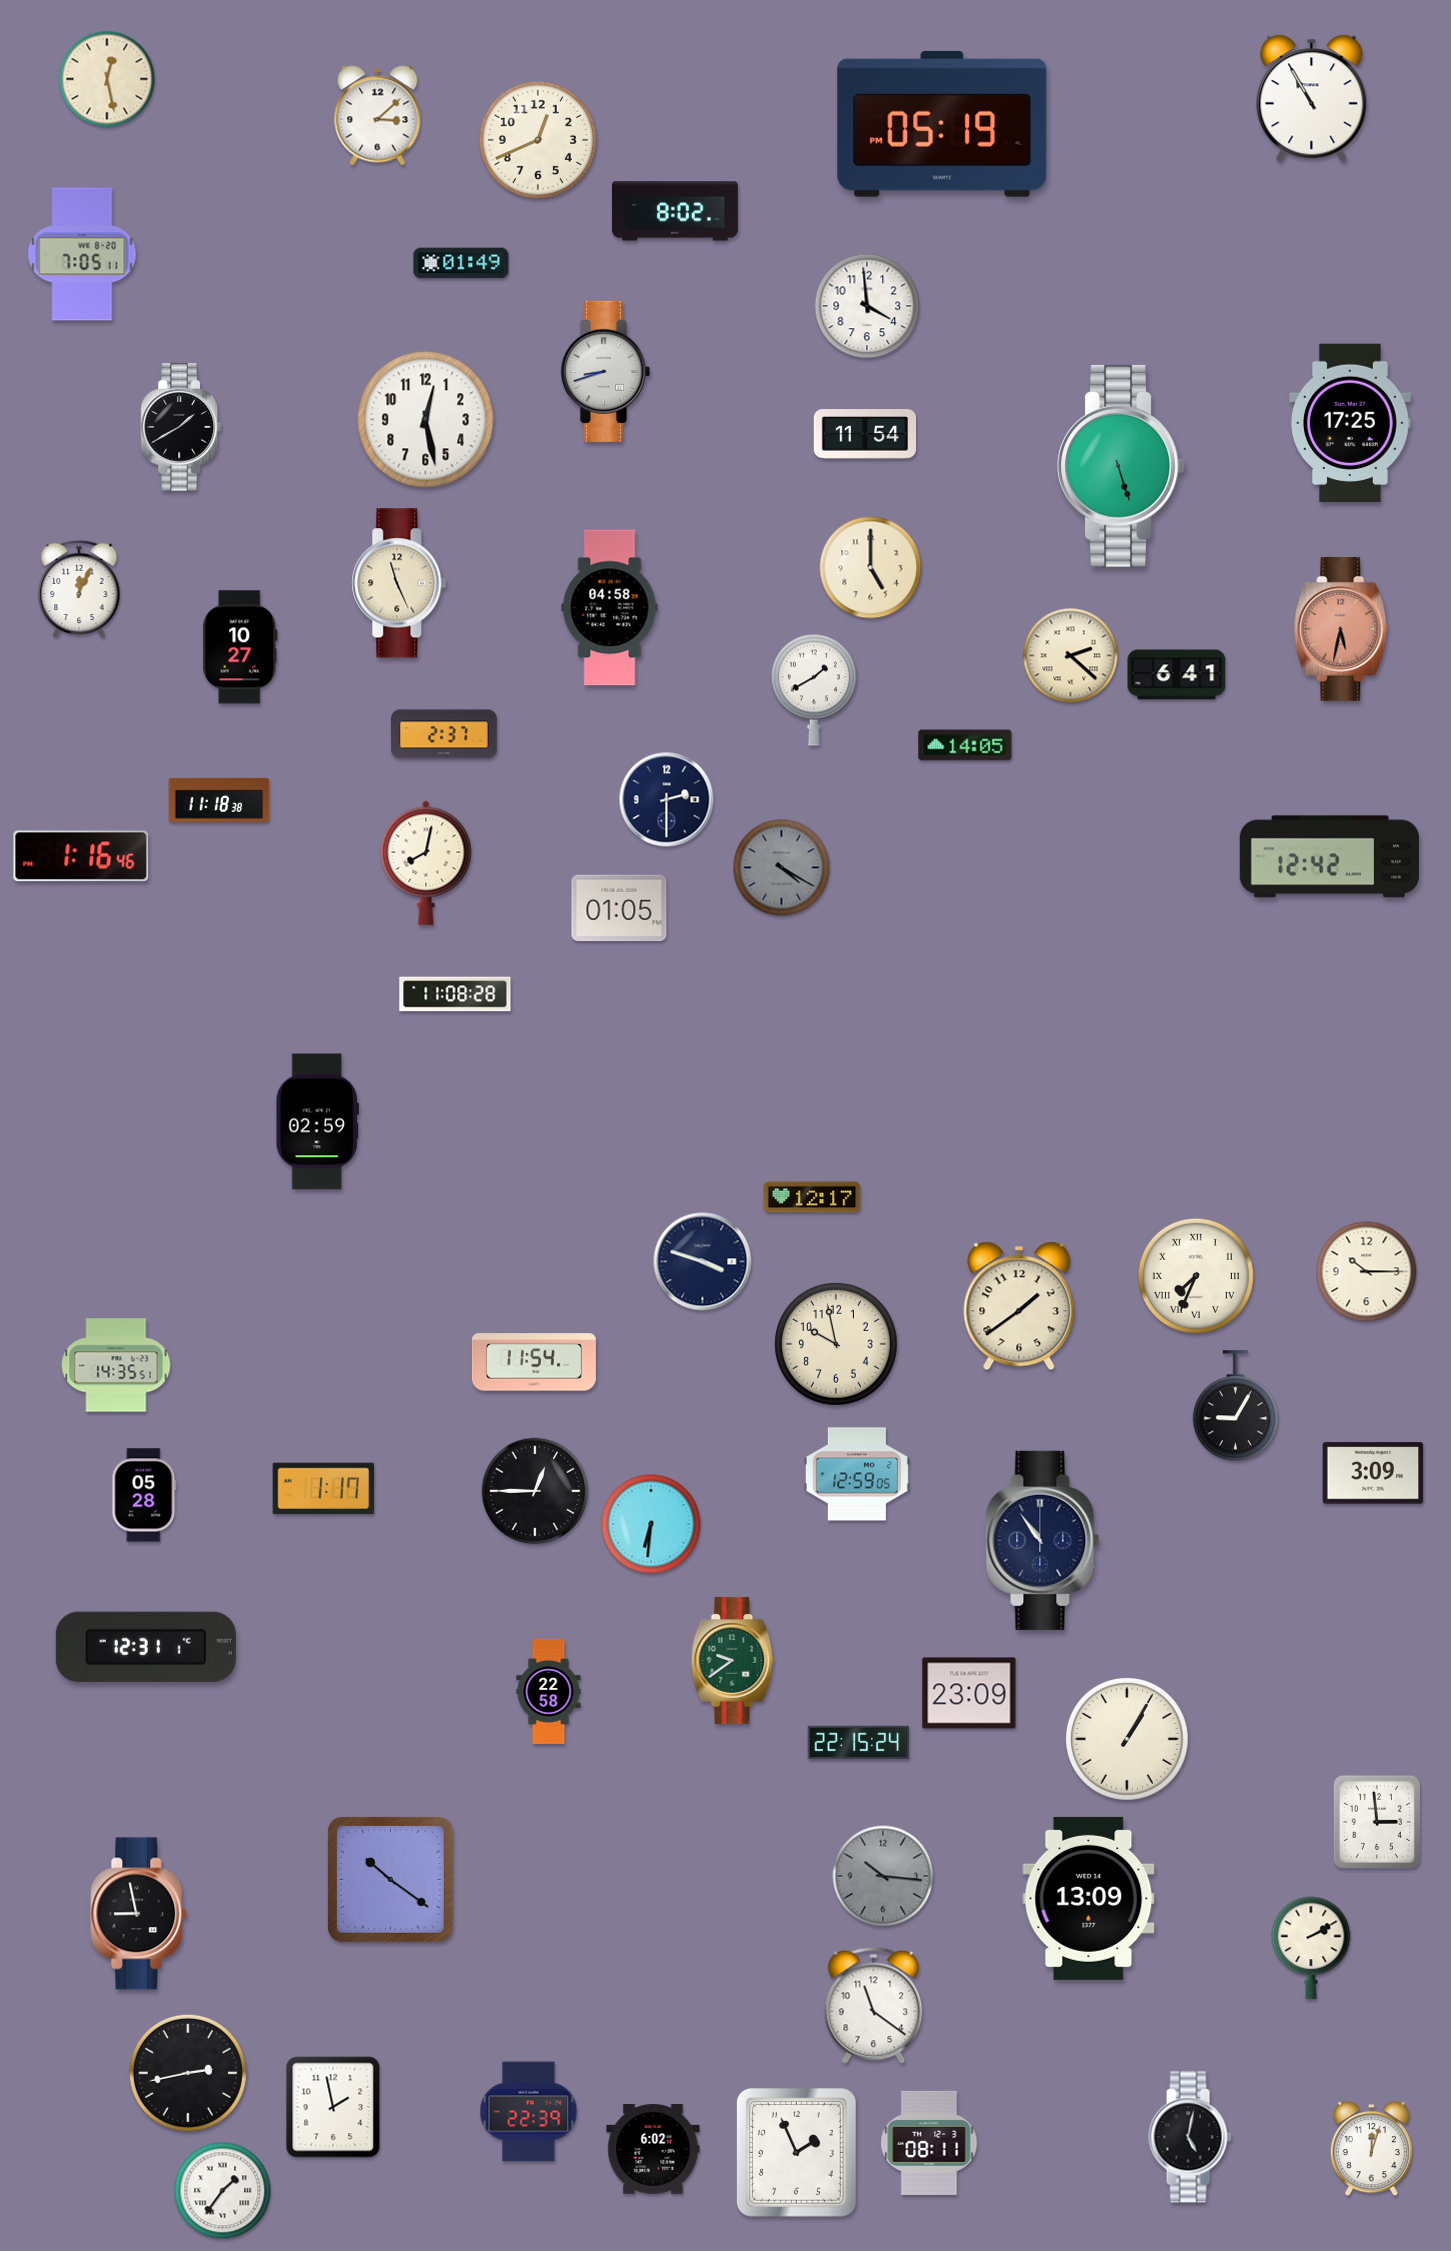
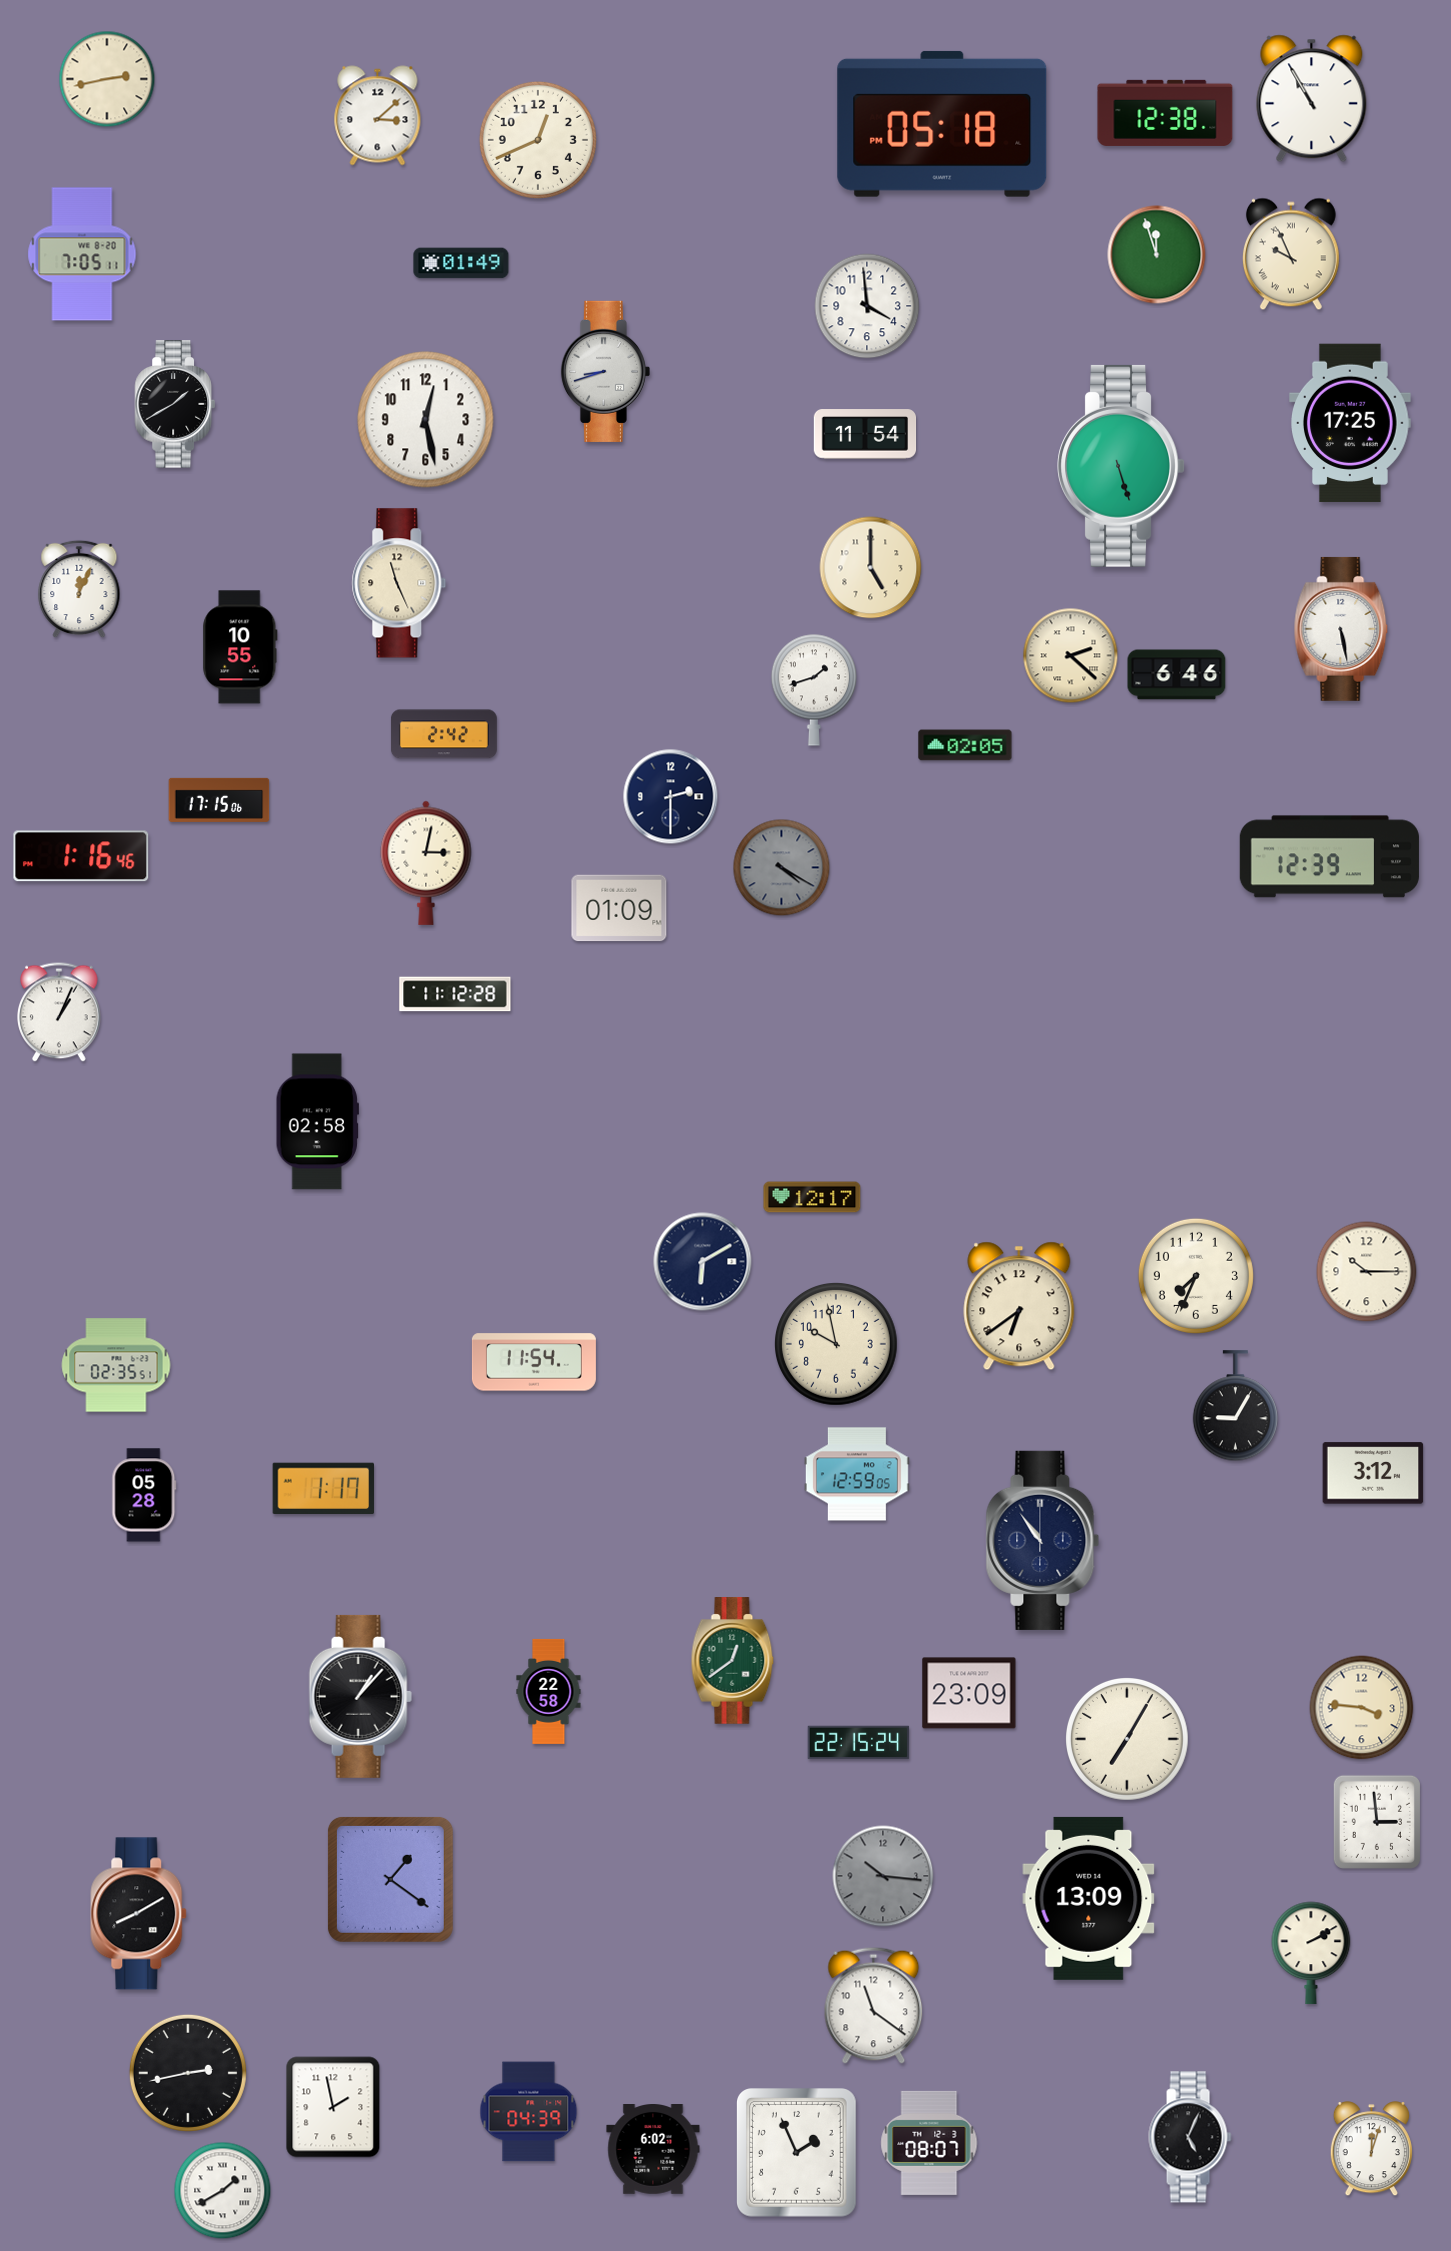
clock at (107, 79): 12:28 -> 2:43
clock at (1165, 113): none -> 12:38
clock at (942, 124): 05:19 -> 05:18
clock at (676, 211): 8:02 -> none
clock at (1291, 254): none -> 9:56
clock at (1157, 255): none -> 11:57
clock at (180, 427) position: (180, 427) -> (174, 404)
clock at (610, 608): 04:58 -> none
clock at (1341, 629): 5:32 -> 5:28
clock at (1341, 629) dial: salmon -> white
clock at (240, 647): 10:27 -> 10:55
clock at (1177, 675): 6:41 -> 6:46
clock at (814, 690): 1:40 -> 1:42
clock at (444, 734): 2:37 -> 2:42
clock at (965, 745): 14:05 -> 02:05
clock at (219, 800): 11:18 -> 17:15
clock at (667, 800) position: (667, 800) -> (671, 797)
clock at (1329, 857): 12:42 -> 12:39
clock at (426, 863): 8:02 -> 3:02
clock at (619, 908): 01:05 -> 01:09
clock at (455, 994): 11:08 -> 11:12
clock at (60, 1012): none -> 1:04
clock at (317, 1122): 02:59 -> 02:58
clock at (703, 1262): 3:48 -> 6:10
clock at (1196, 1276) numerals: Roman -> Arabic
clock at (1019, 1306): 1:39 -> 6:39
clock at (116, 1365): 14:35 -> 02:35
clock at (1373, 1473): 3:09 -> 3:12
clock at (535, 1491): 12:45 -> none
clock at (651, 1524): 6:31 -> none
clock at (146, 1647): 12:31 -> none
clock at (733, 1661): 9:39 -> 12:39
clock at (360, 1696): none -> 1:07
clock at (1362, 1708): none -> 3:46
clock at (1128, 1740): 1:05 -> 7:05
clock at (390, 1879): 10:21 -> 1:21
clock at (139, 1914): 8:58 -> 8:10
clock at (1311, 1947) position: (1311, 1947) -> (1311, 1952)
clock at (529, 2112): 22:39 -> 04:39
clock at (1190, 2137): 5:02 -> 5:04
clock at (929, 2143): 08:11 -> 08:07
clock at (223, 2191): 1:36 -> 1:40
